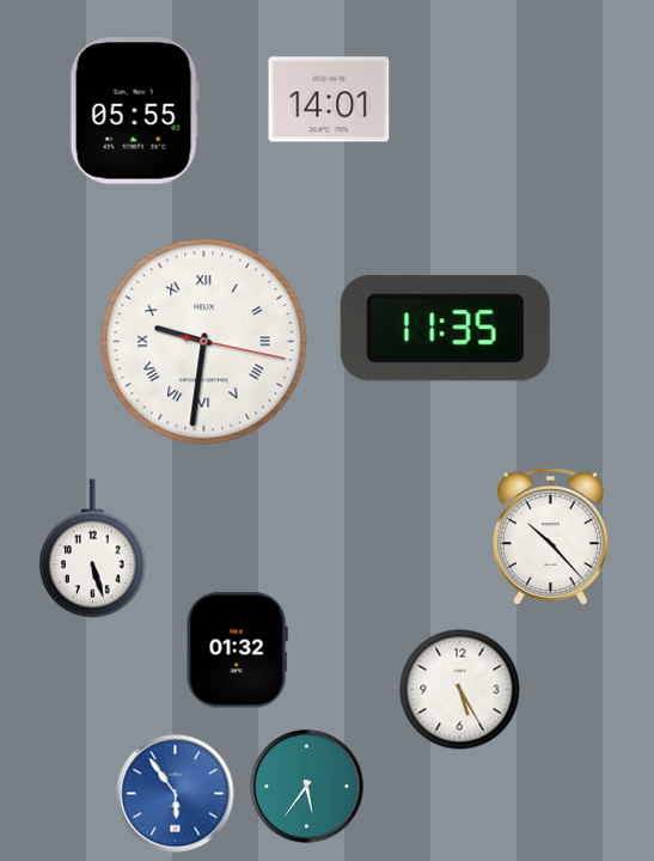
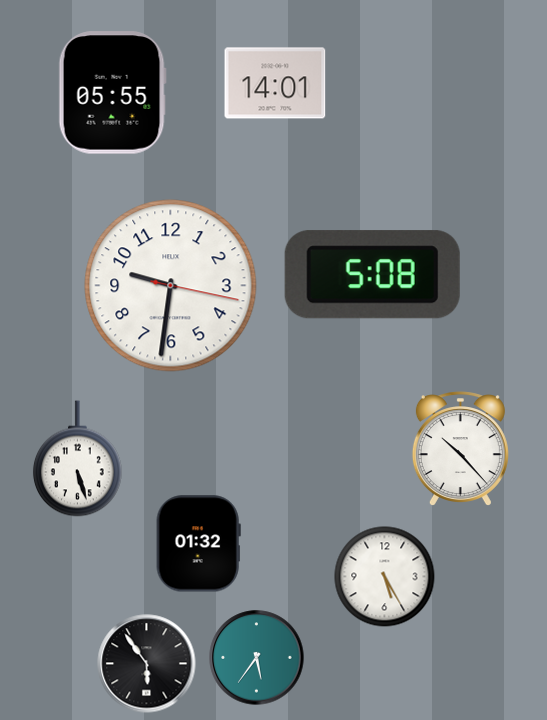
clock at (445, 329): 11:35 -> 5:08
clock at (204, 342) numerals: Roman -> Arabic
clock at (176, 794) dial: blue -> black
